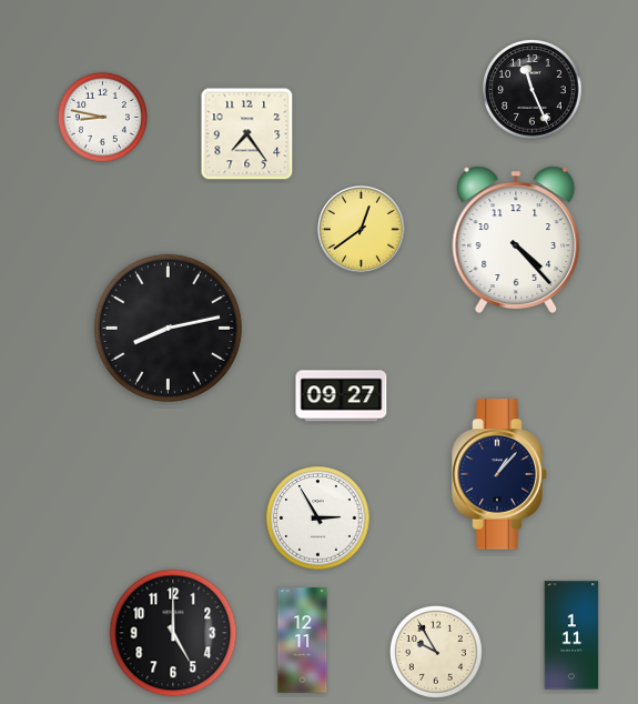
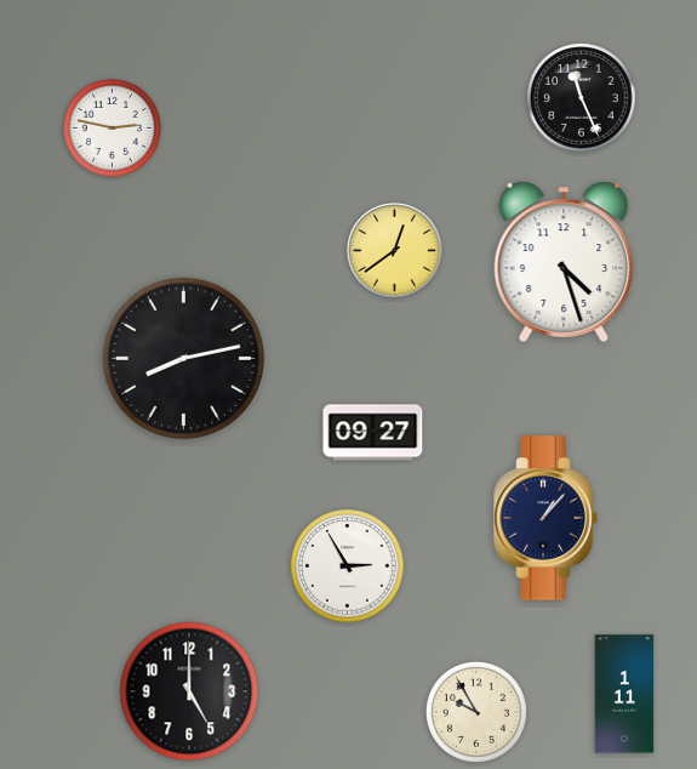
clock at (102, 117): 8:47 -> 2:47
clock at (247, 134): 7:24 -> none
clock at (516, 240): 4:23 -> 4:27
clock at (303, 641): 12:11 -> none
